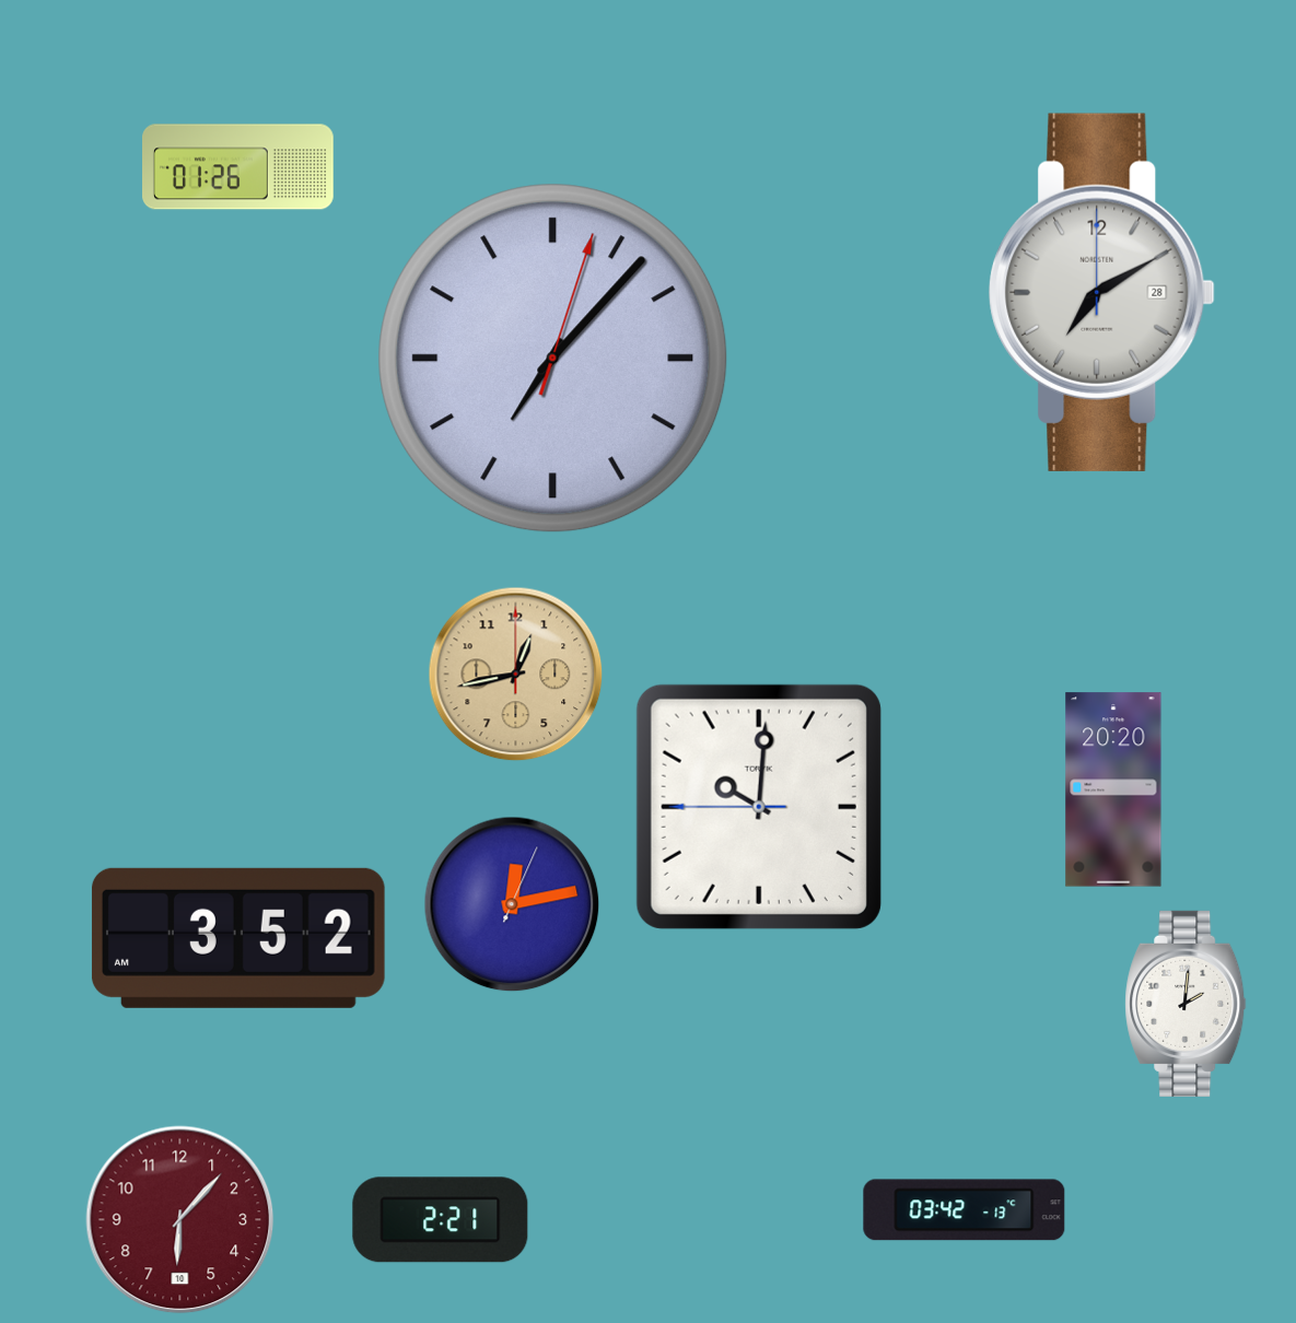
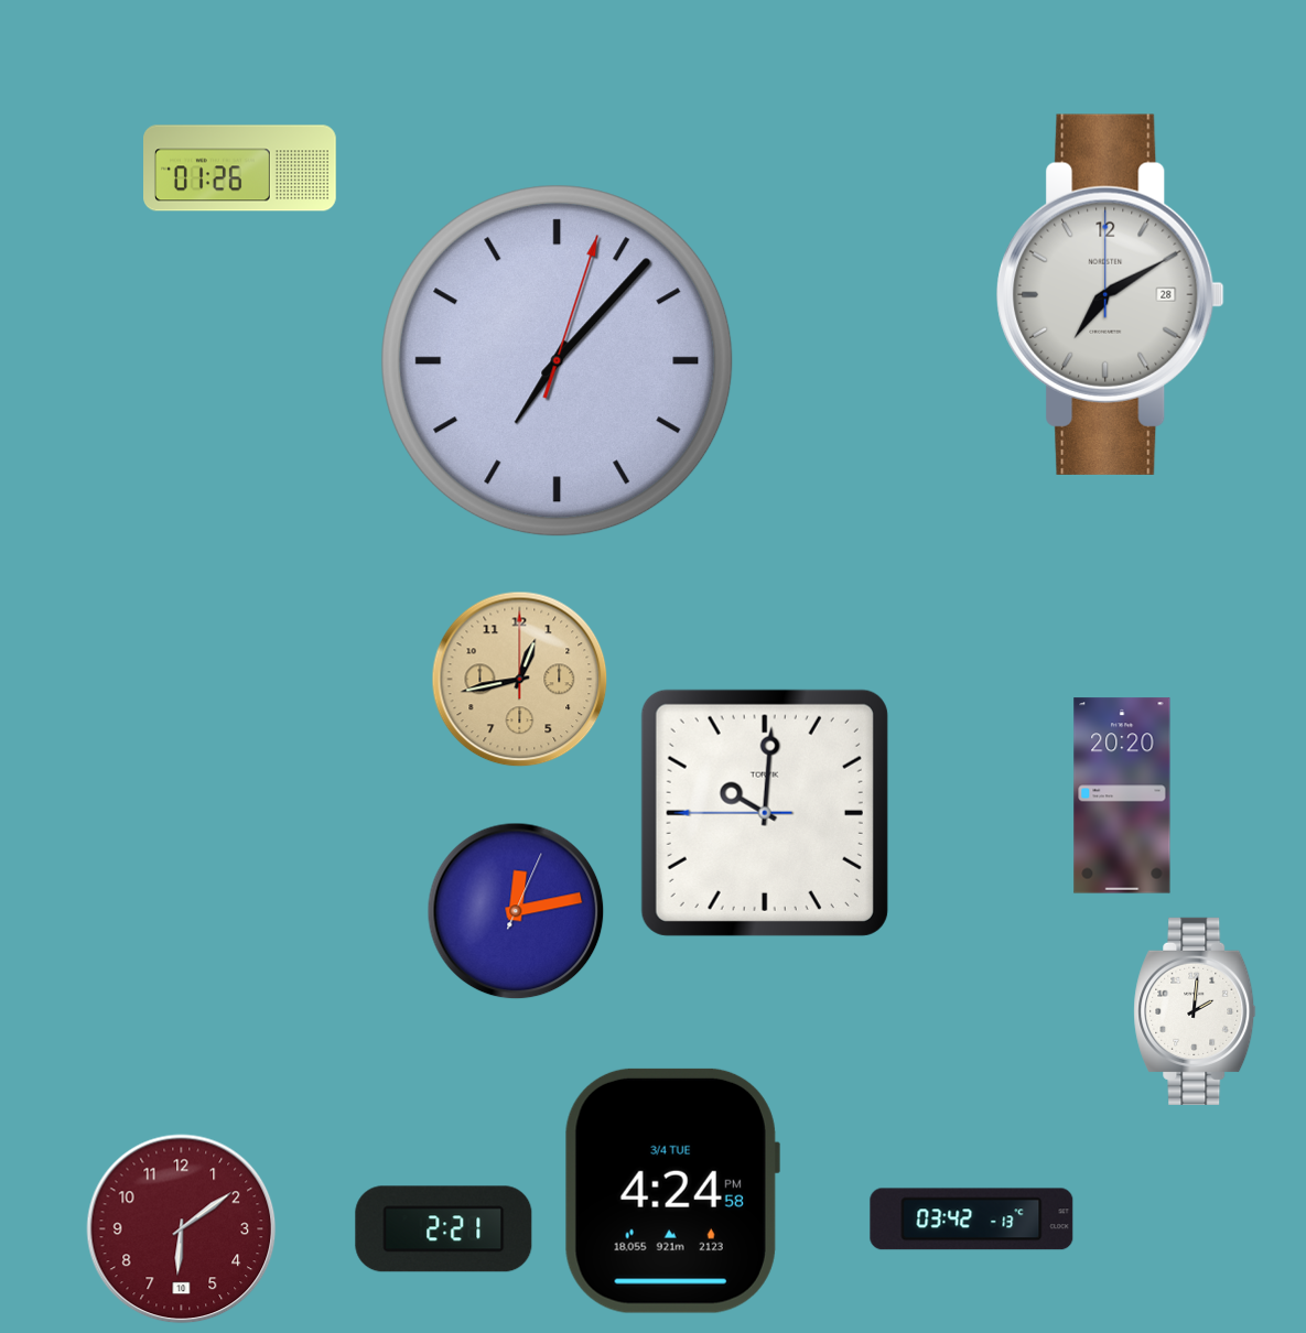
clock at (238, 938): 3:52 -> none
clock at (672, 1191): none -> 4:24
clock at (180, 1220): 6:07 -> 6:09
